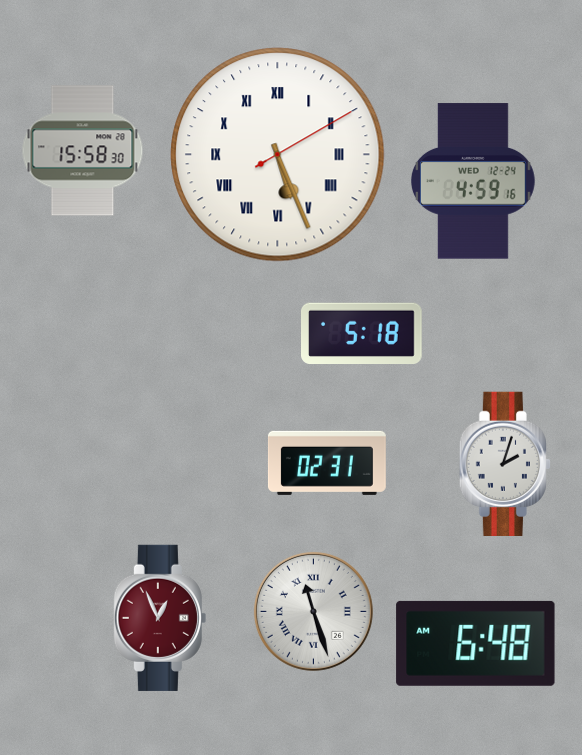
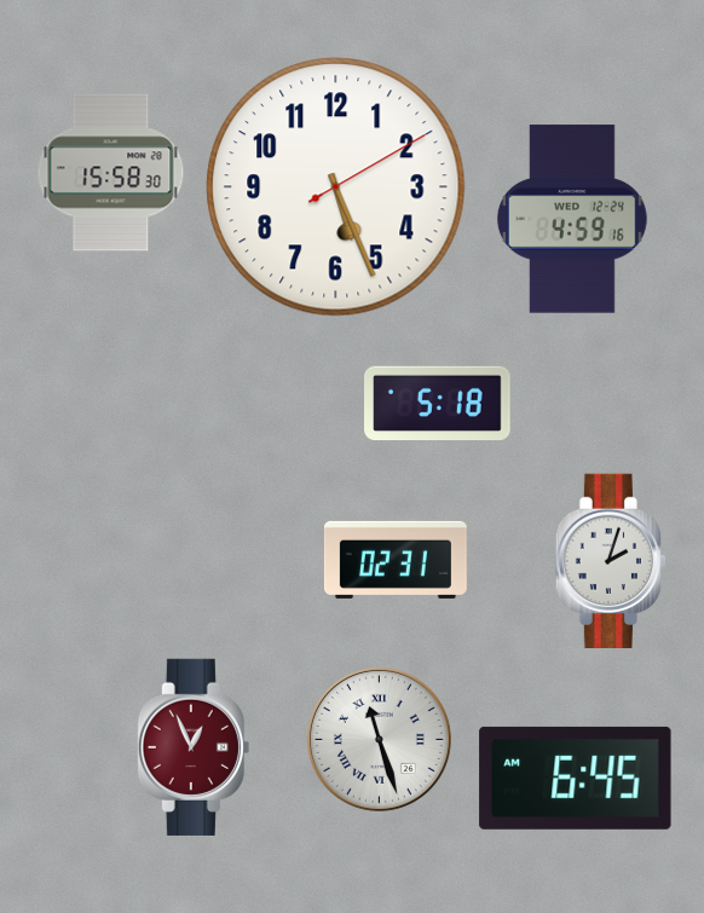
clock at (83, 151) position: (83, 151) -> (111, 173)
clock at (278, 155) numerals: Roman -> Arabic
clock at (476, 643): 6:48 -> 6:45
